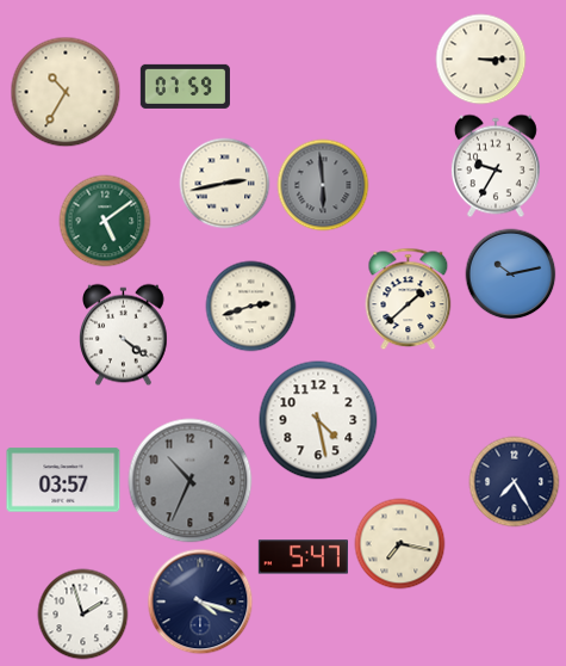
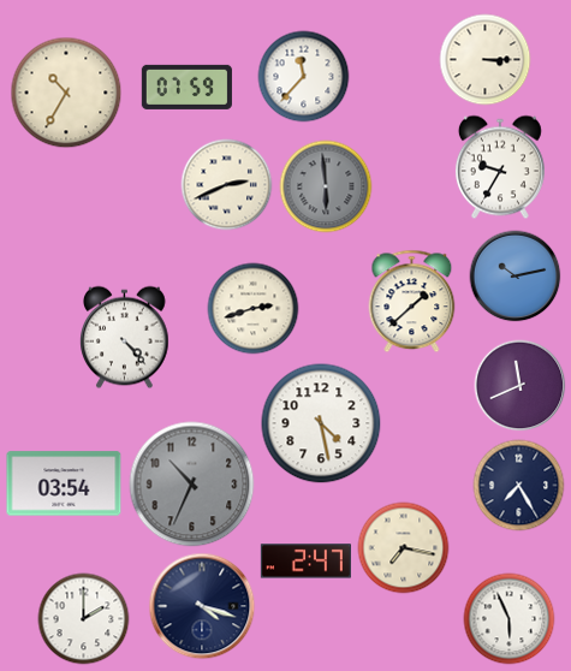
clock at (304, 77): none -> 11:37
clock at (225, 184): 2:43 -> 2:41
clock at (105, 221): 5:09 -> none
clock at (124, 335): 4:21 -> 4:23
clock at (521, 386): none -> 11:41
clock at (63, 480): 03:57 -> 03:54
clock at (303, 557): 5:47 -> 2:47
clock at (83, 615): 1:57 -> 2:00
clock at (510, 619): none -> 5:56
